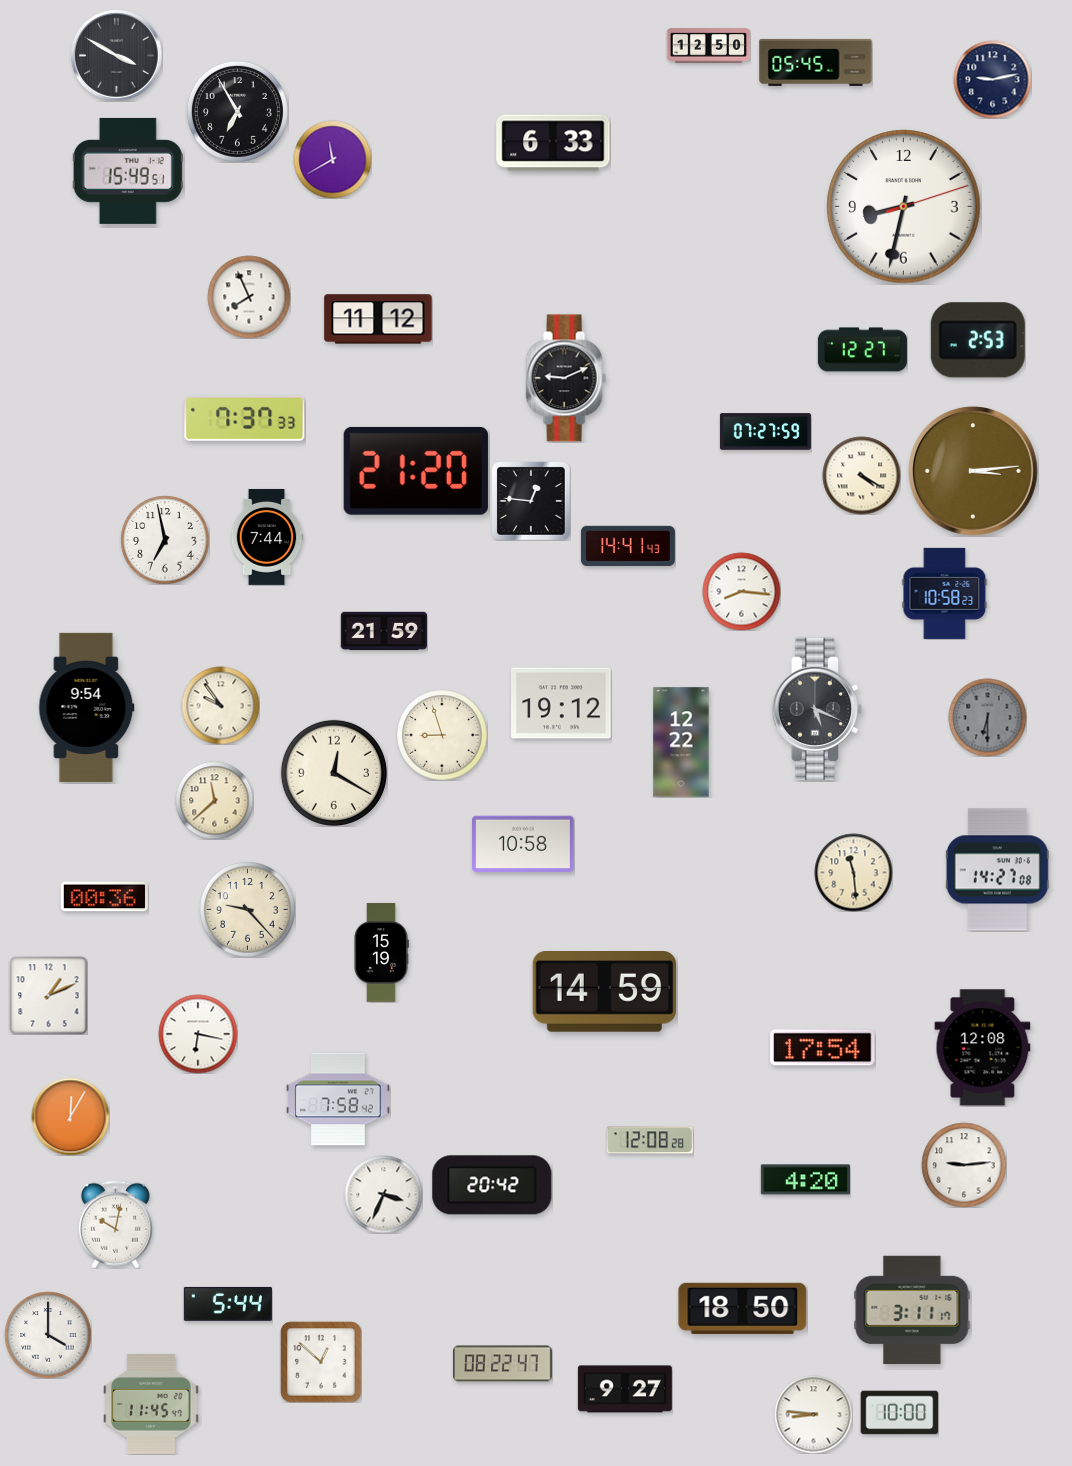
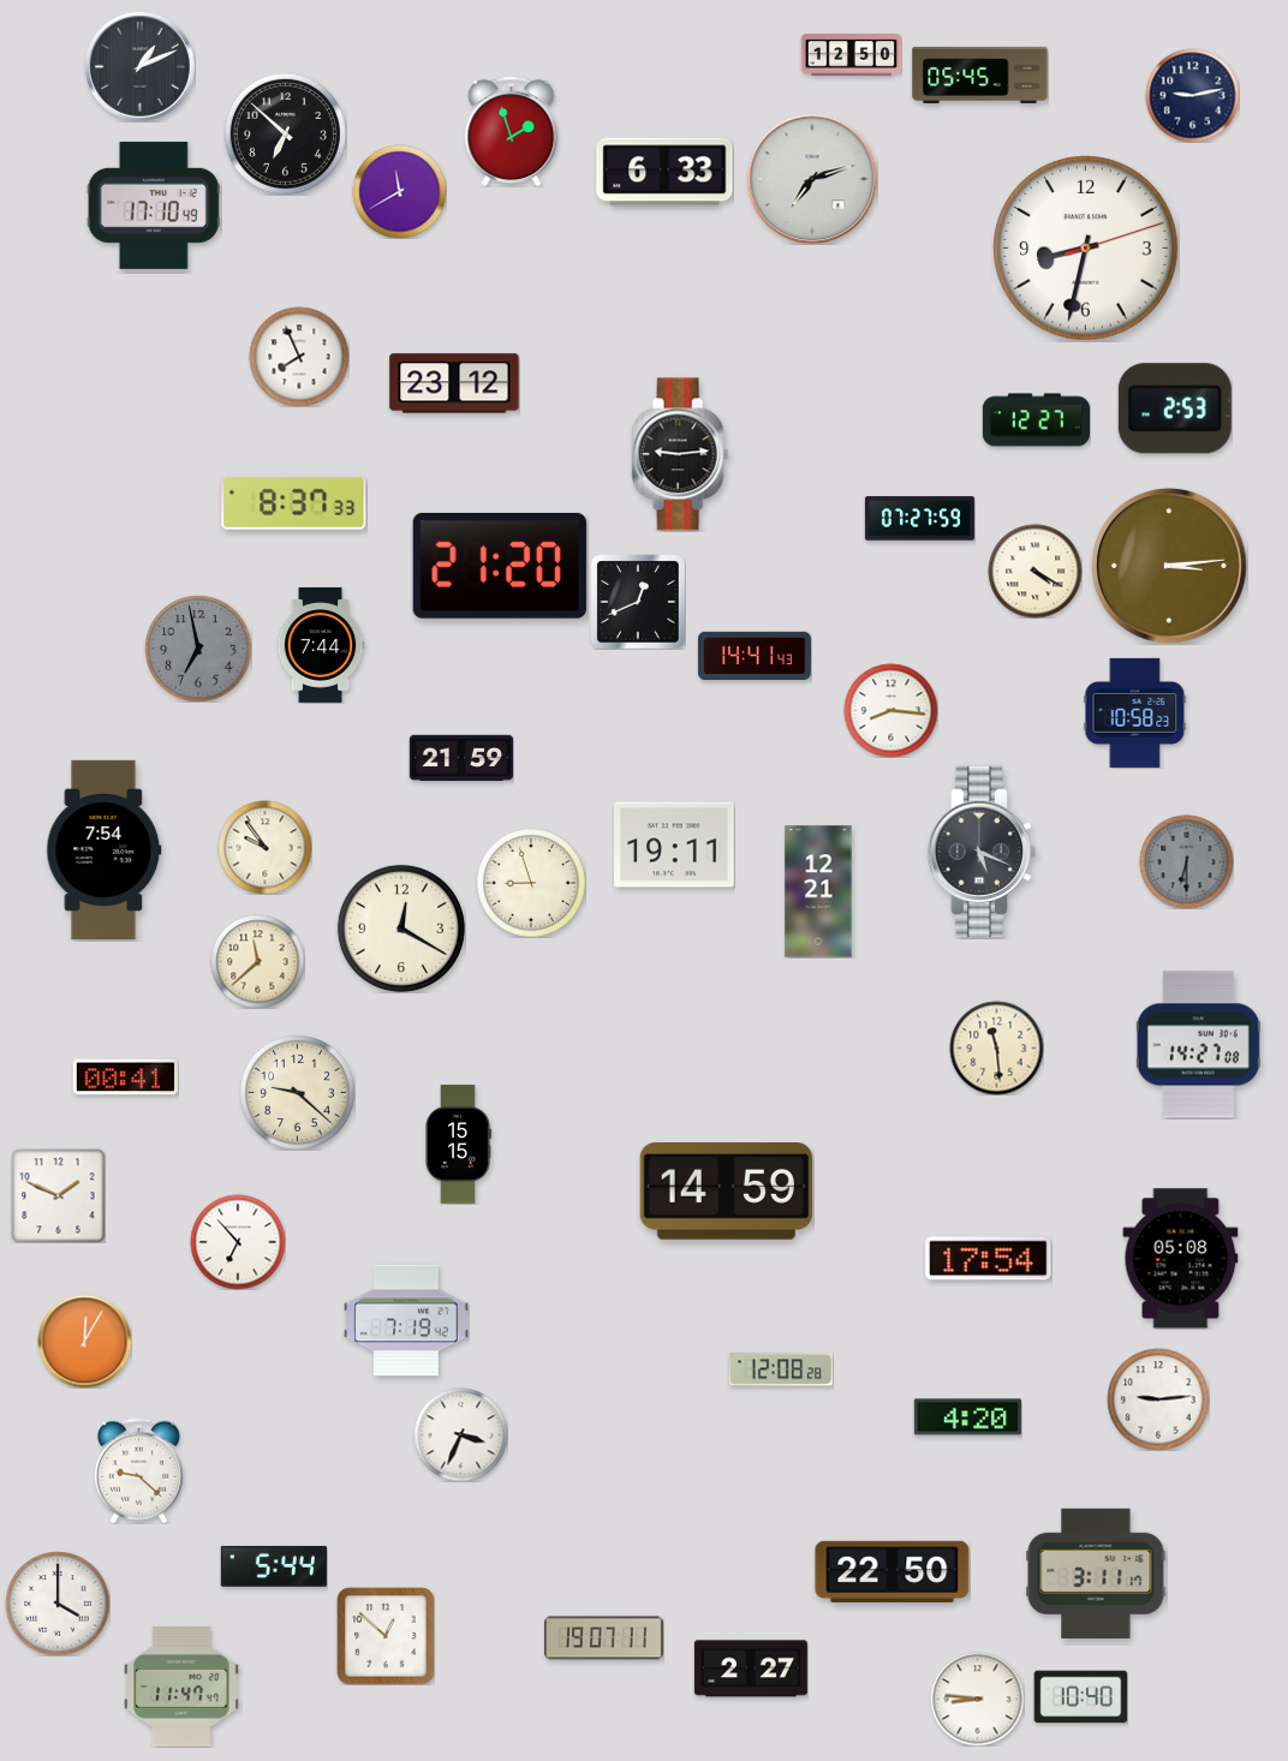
clock at (116, 55): 3:50 -> 1:11
clock at (512, 131): none -> 1:57
clock at (237, 111): 6:55 -> 6:52
clock at (812, 179): none -> 7:12
clock at (128, 171): 15:49 -> 17:10
clock at (378, 319): 11:12 -> 23:12
clock at (566, 378): 9:11 -> 9:14
clock at (245, 418): 7:37 -> 8:37
clock at (531, 501): 12:46 -> 12:41
clock at (165, 540) dial: white -> grey
clock at (562, 703): 19:12 -> 19:11
clock at (87, 707): 9:54 -> 7:54
clock at (681, 742): 12:22 -> 12:21
clock at (523, 844): 10:58 -> none
clock at (853, 872) position: (853, 872) -> (996, 1047)
clock at (104, 897): 00:36 -> 00:41
clock at (248, 910): 9:23 -> 9:22
clock at (381, 953): 15:19 -> 15:15
clock at (48, 995): 1:11 -> 1:49
clock at (198, 1034): 6:17 -> 6:53
clock at (983, 1048): 12:08 -> 05:08
clock at (338, 1099): 7:58 -> 7:19
clock at (492, 1185): 20:42 -> none
clock at (115, 1224): 10:02 -> 9:22
clock at (743, 1308): 18:50 -> 22:50
clock at (503, 1364): 08:22 -> 19:07
clock at (625, 1389): 9:27 -> 2:27
clock at (151, 1405): 11:45 -> 11:47
clock at (899, 1413): 10:00 -> 10:40
